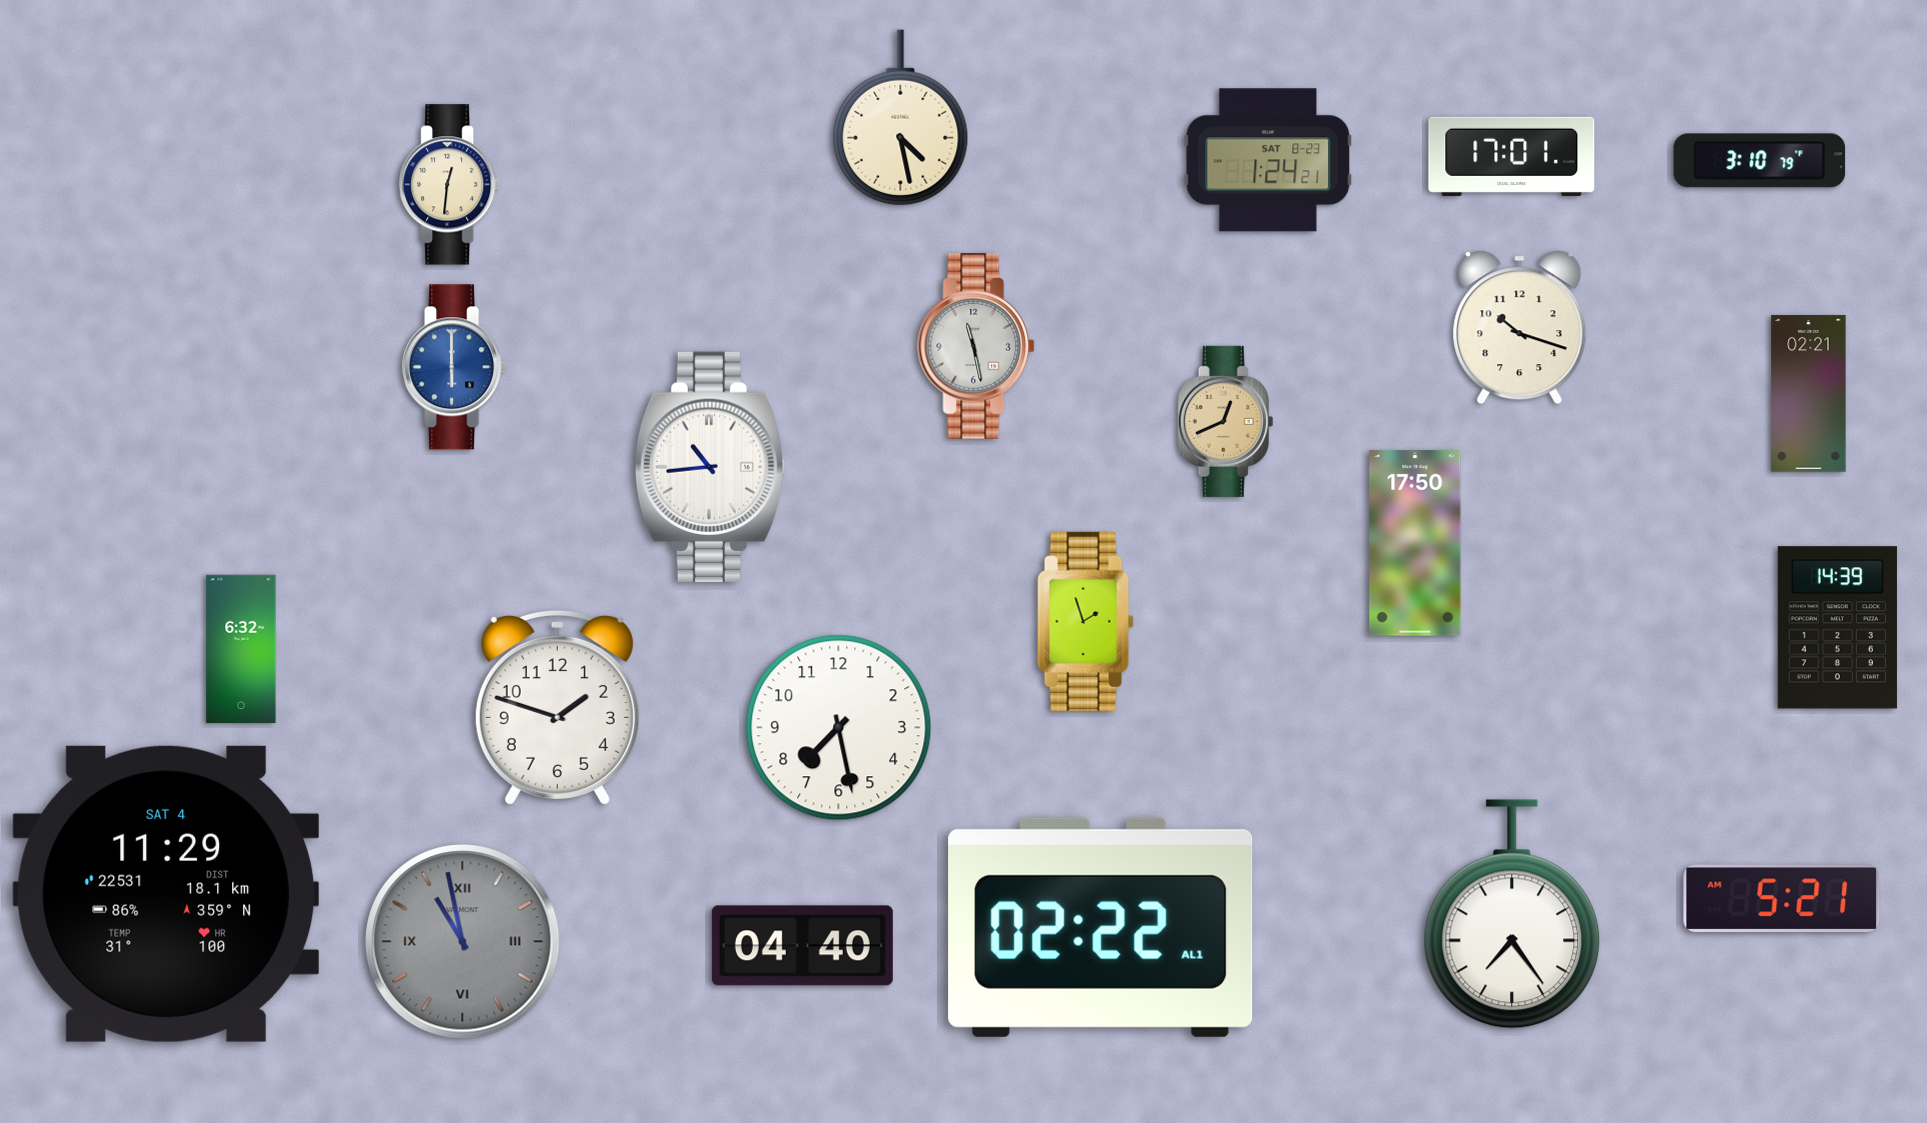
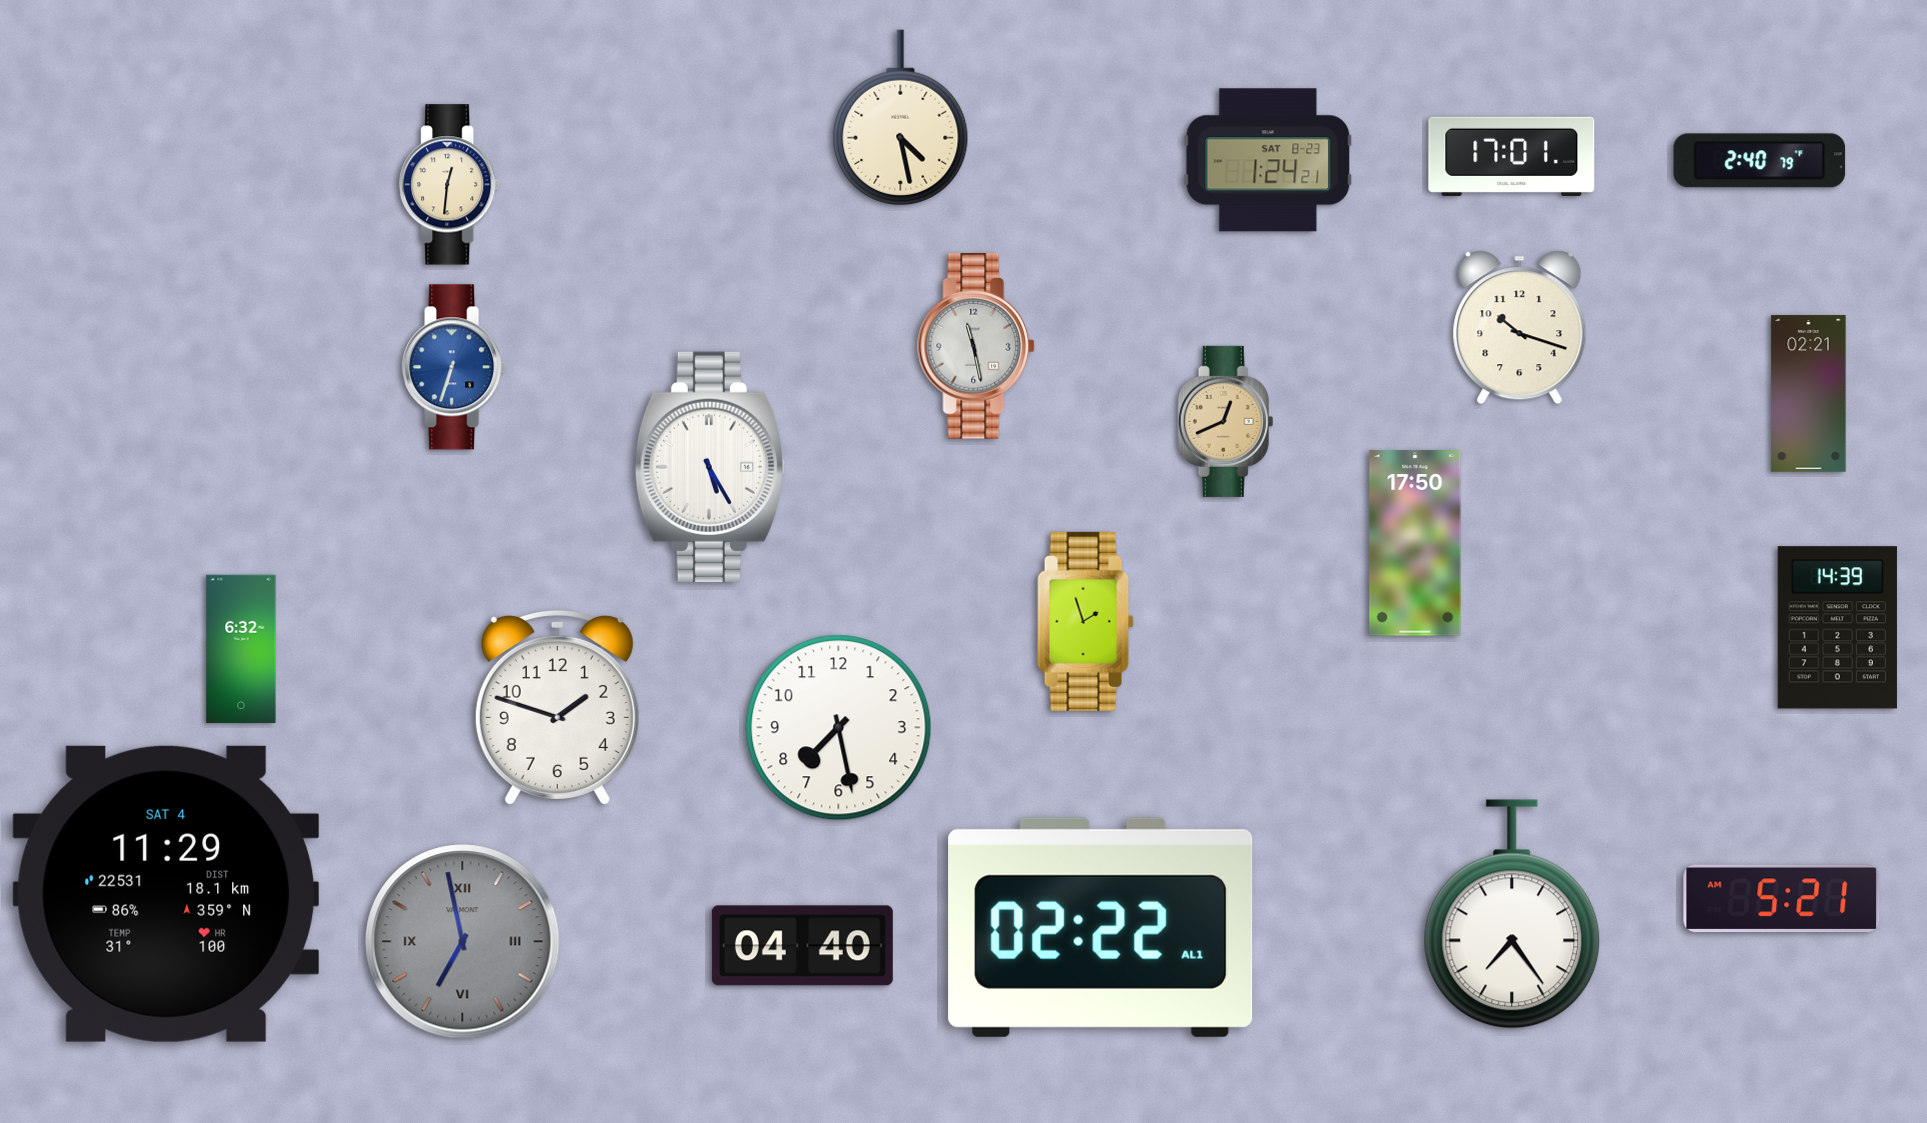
clock at (1760, 161): 3:10 -> 2:40
clock at (454, 367): 6:00 -> 6:33
clock at (710, 467): 10:44 -> 5:25
clock at (463, 942): 10:58 -> 6:58
